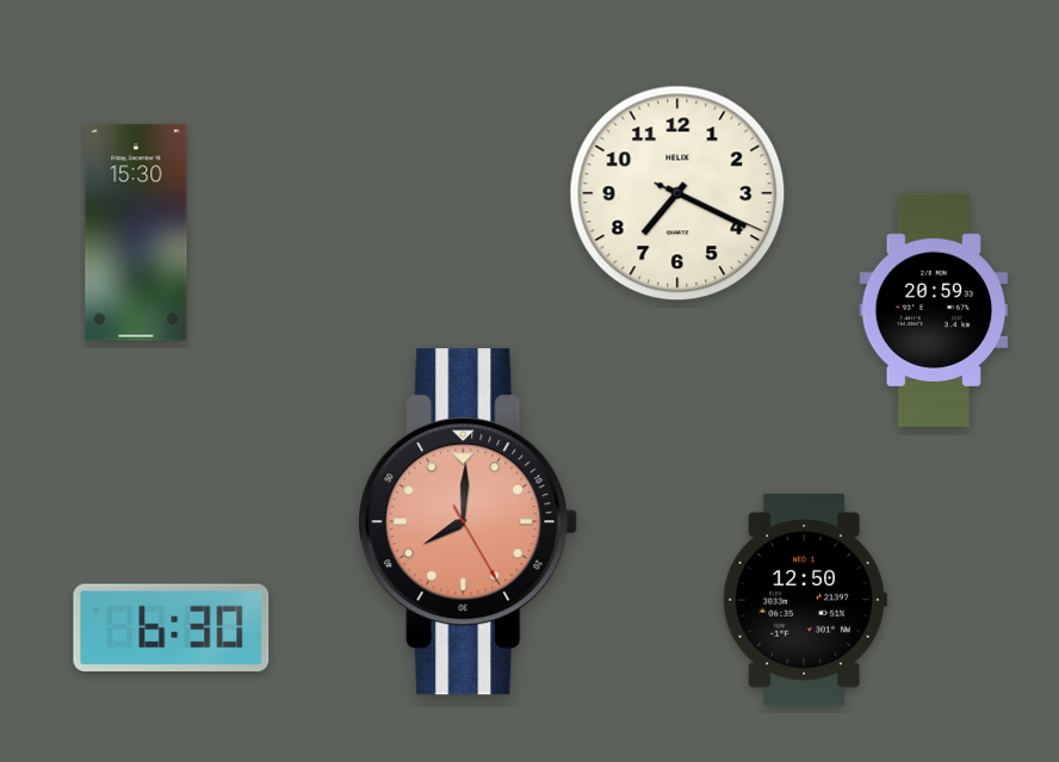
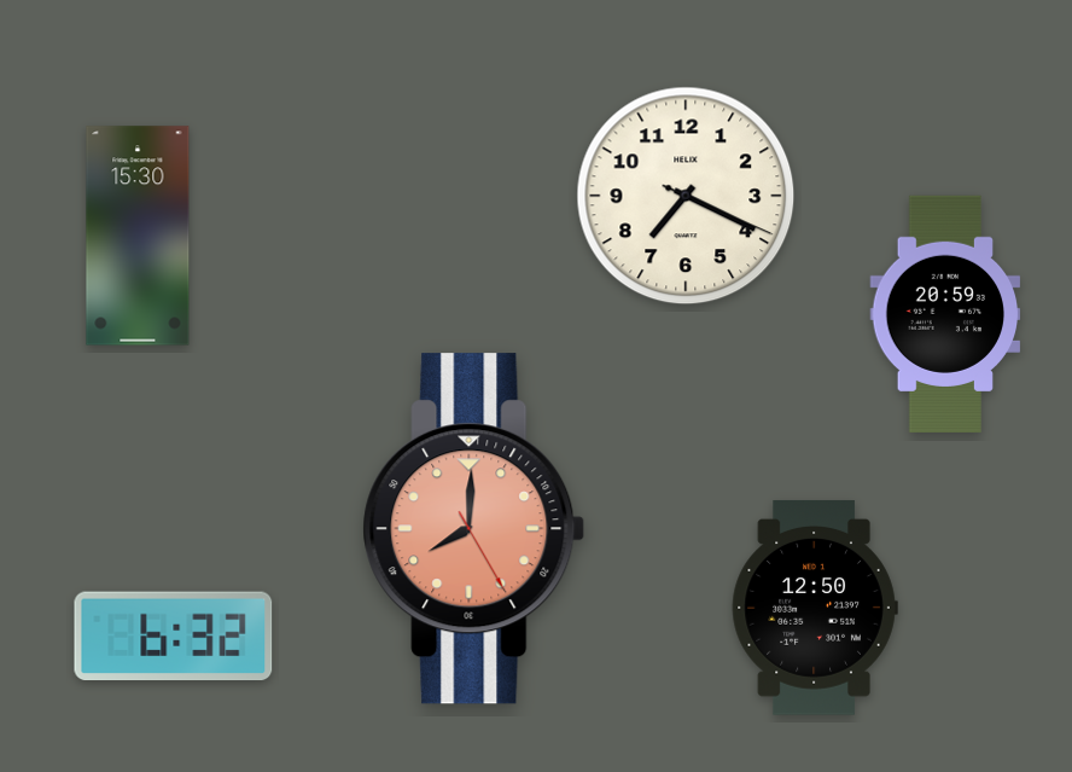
clock at (172, 628): 6:30 -> 6:32
